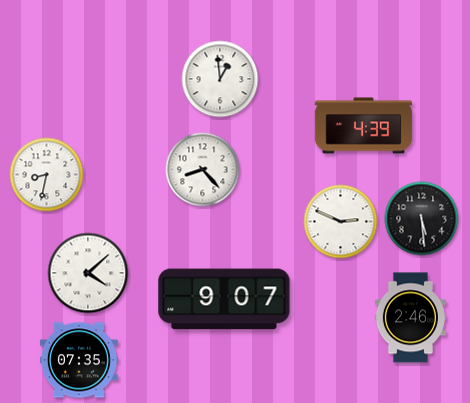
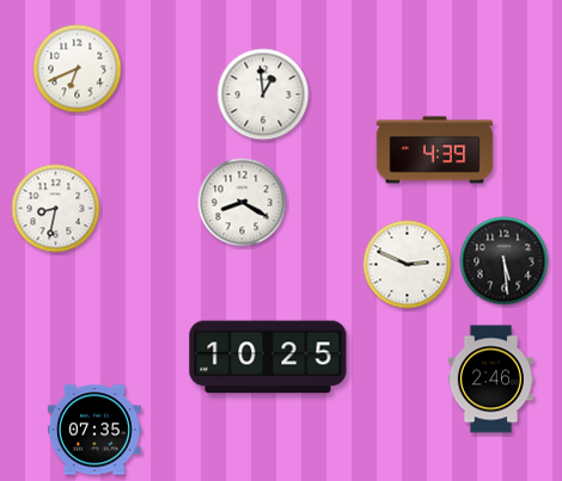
clock at (78, 69): none -> 6:41
clock at (203, 170): 8:23 -> 8:20
clock at (88, 273): 4:08 -> none
clock at (224, 299): 9:07 -> 10:25
